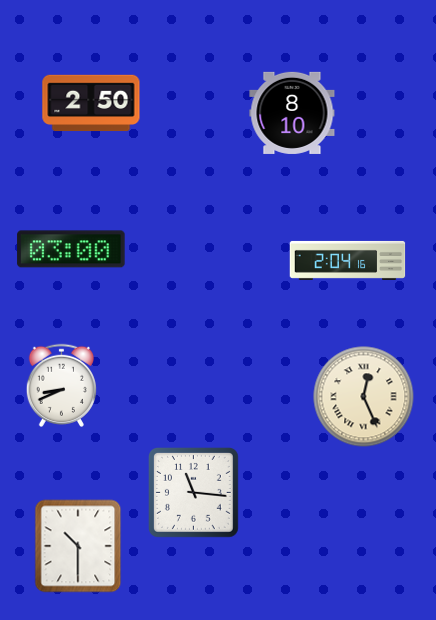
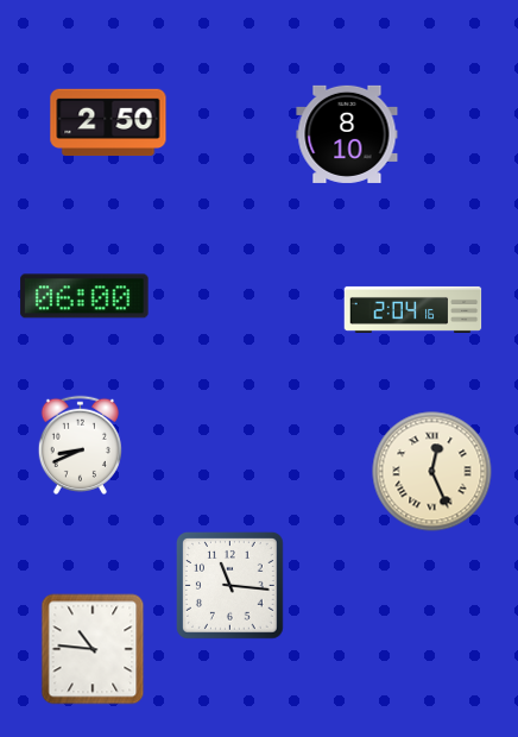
clock at (71, 249): 03:00 -> 06:00
clock at (61, 385) position: (61, 385) -> (80, 445)
clock at (78, 546): 10:30 -> 10:46
